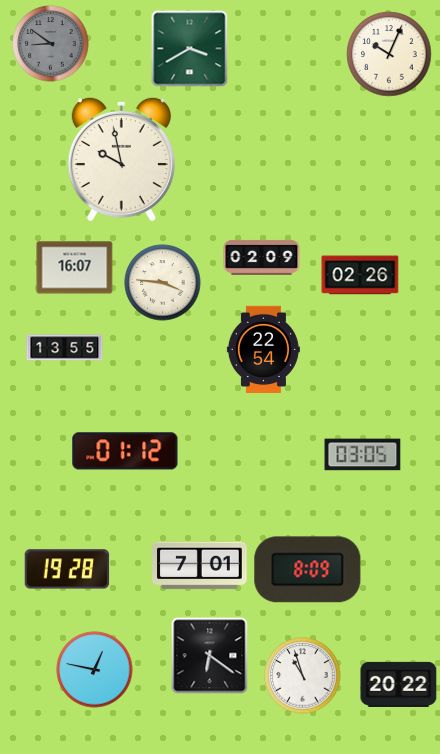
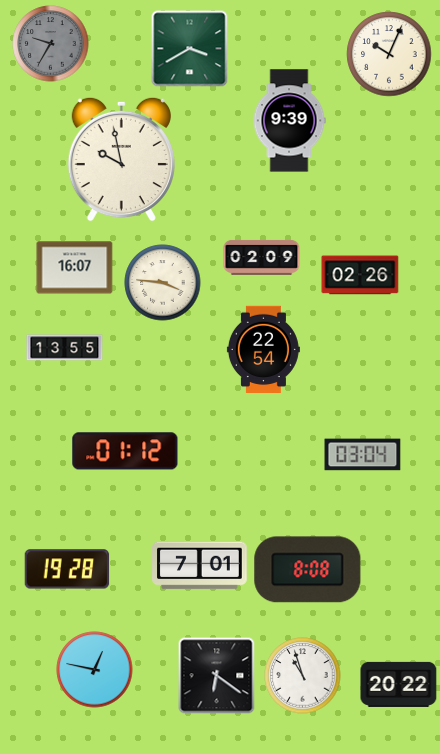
clock at (51, 44): 8:51 -> 9:35
clock at (289, 121): none -> 9:39
clock at (363, 455): 03:05 -> 03:04
clock at (308, 570): 8:09 -> 8:08
clock at (210, 656) position: (210, 656) -> (217, 676)
